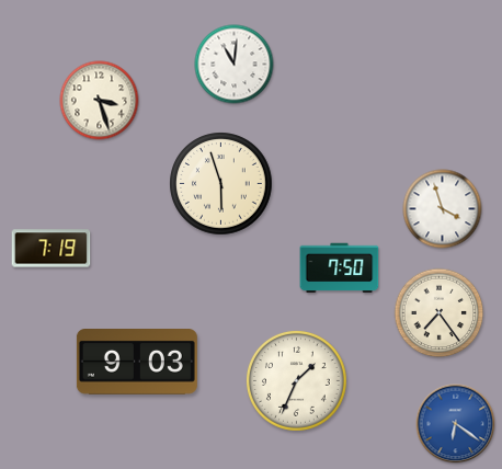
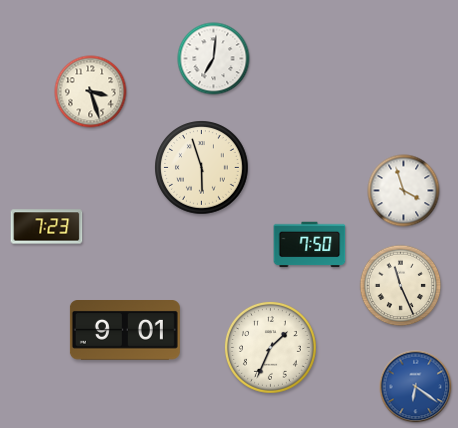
clock at (235, 65): 11:01 -> 7:01
clock at (52, 249): 7:19 -> 7:23
clock at (440, 313): 7:24 -> 11:26
clock at (137, 363): 9:03 -> 9:01
